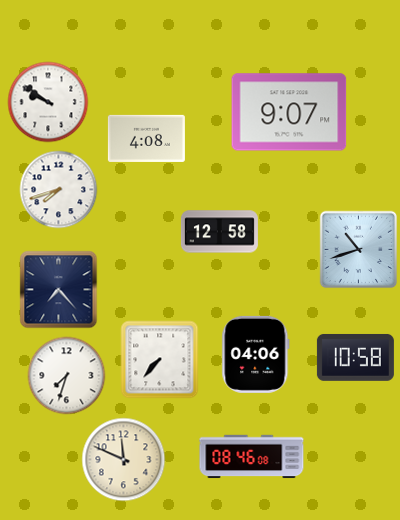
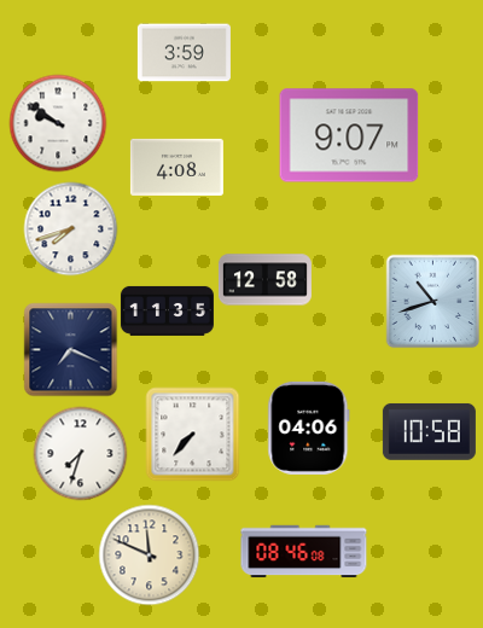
clock at (184, 53): none -> 3:59
clock at (167, 310): none -> 11:35
clock at (58, 289): 7:23 -> 7:19
